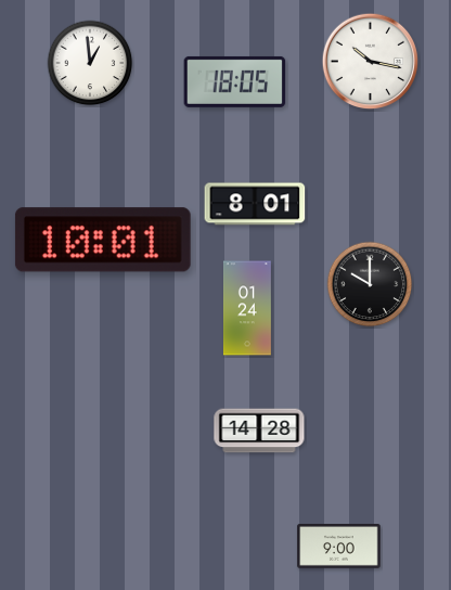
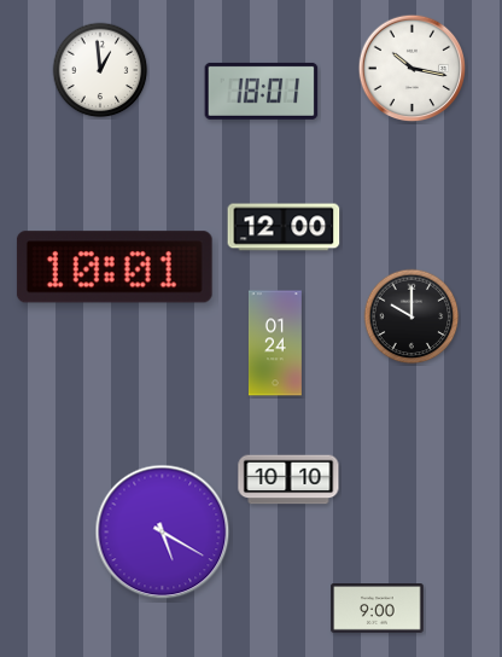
clock at (235, 81): 18:05 -> 18:01
clock at (255, 204): 8:01 -> 12:00
clock at (259, 431): 14:28 -> 10:10
clock at (163, 533): none -> 5:20
